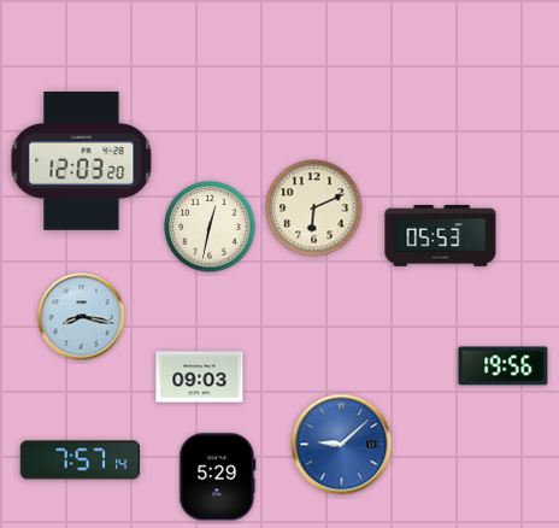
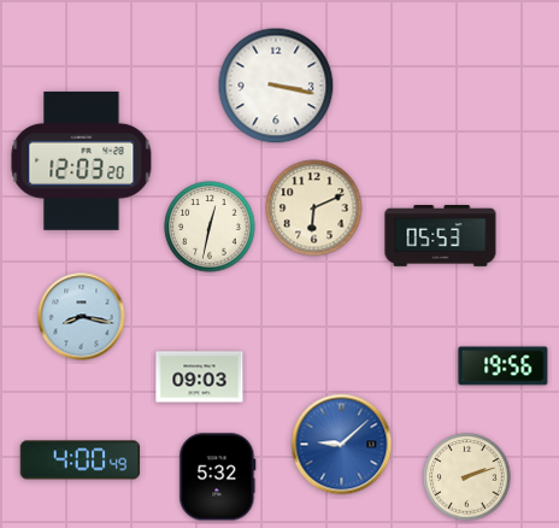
clock at (276, 86): none -> 3:17
clock at (81, 460): 7:57 -> 4:00
clock at (218, 477): 5:29 -> 5:32
clock at (467, 477): none -> 2:12
